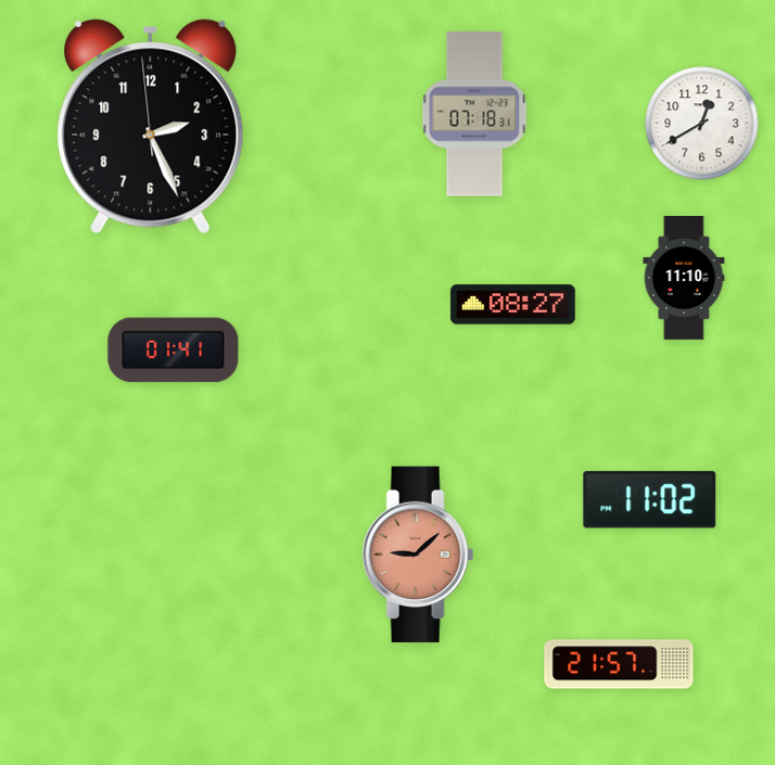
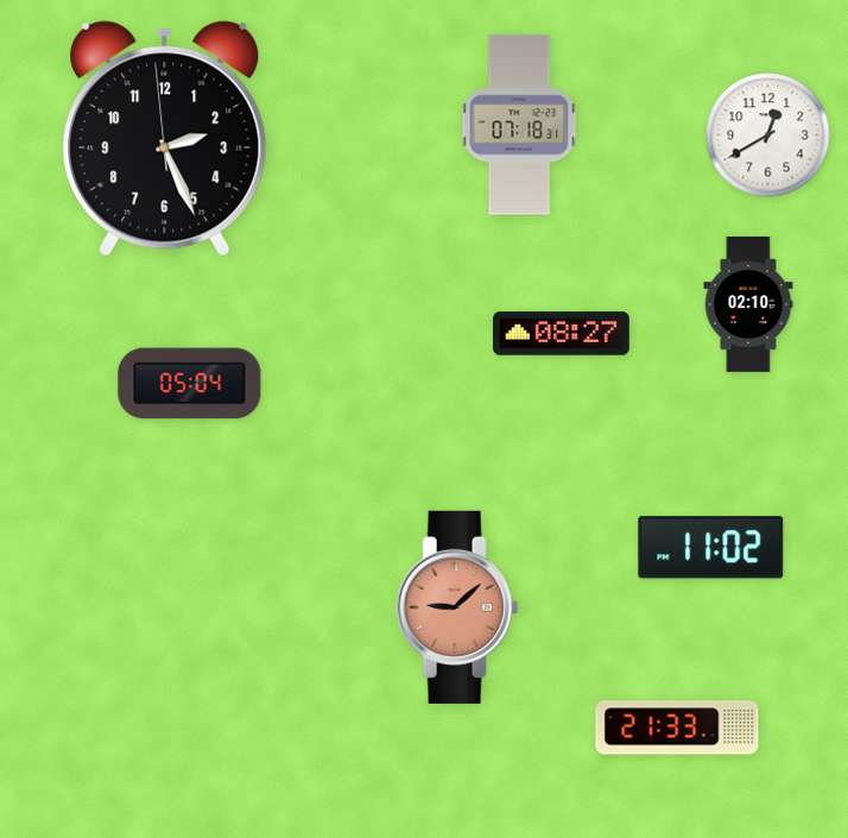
clock at (684, 279): 11:10 -> 02:10
clock at (174, 350): 01:41 -> 05:04
clock at (619, 664): 21:57 -> 21:33
